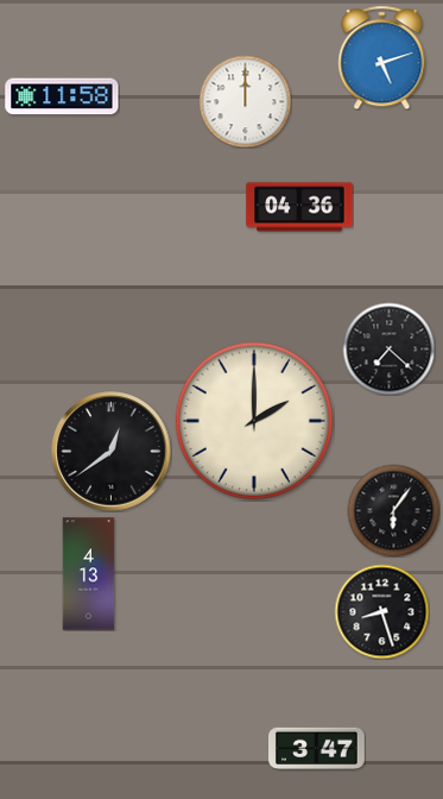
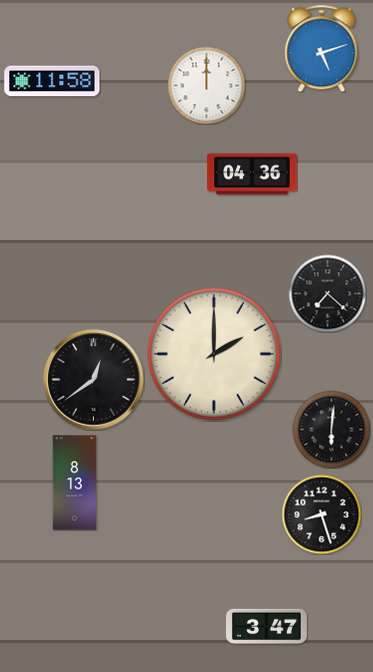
clock at (393, 510): 6:06 -> 6:01
clock at (89, 574): 4:13 -> 8:13
clock at (317, 748) position: (317, 748) -> (267, 626)
